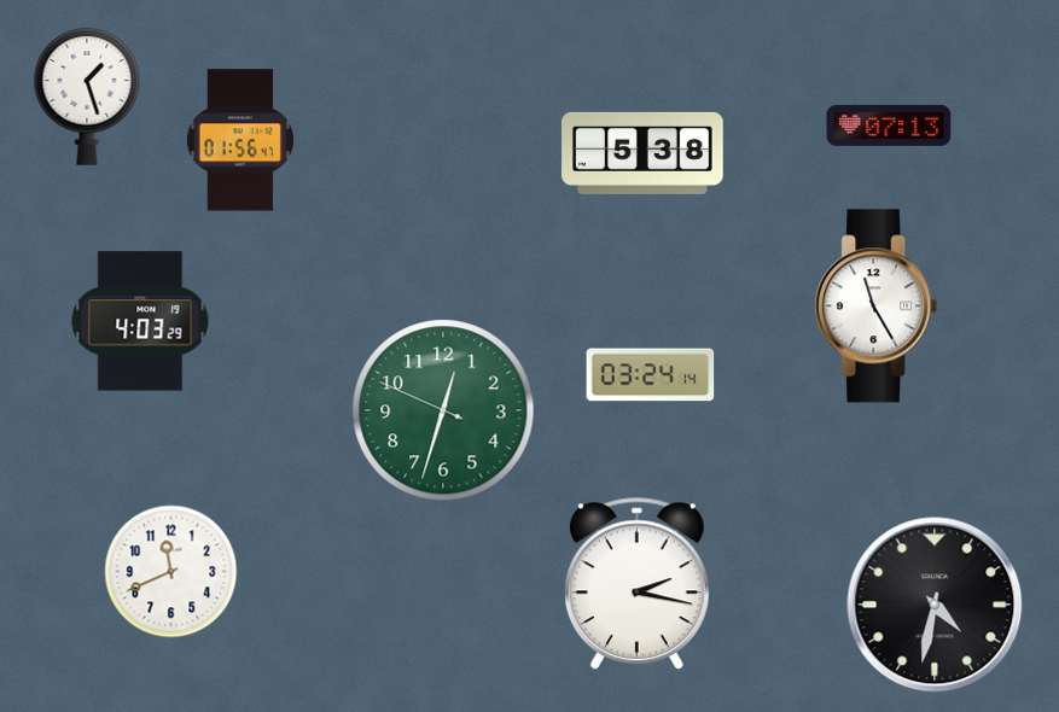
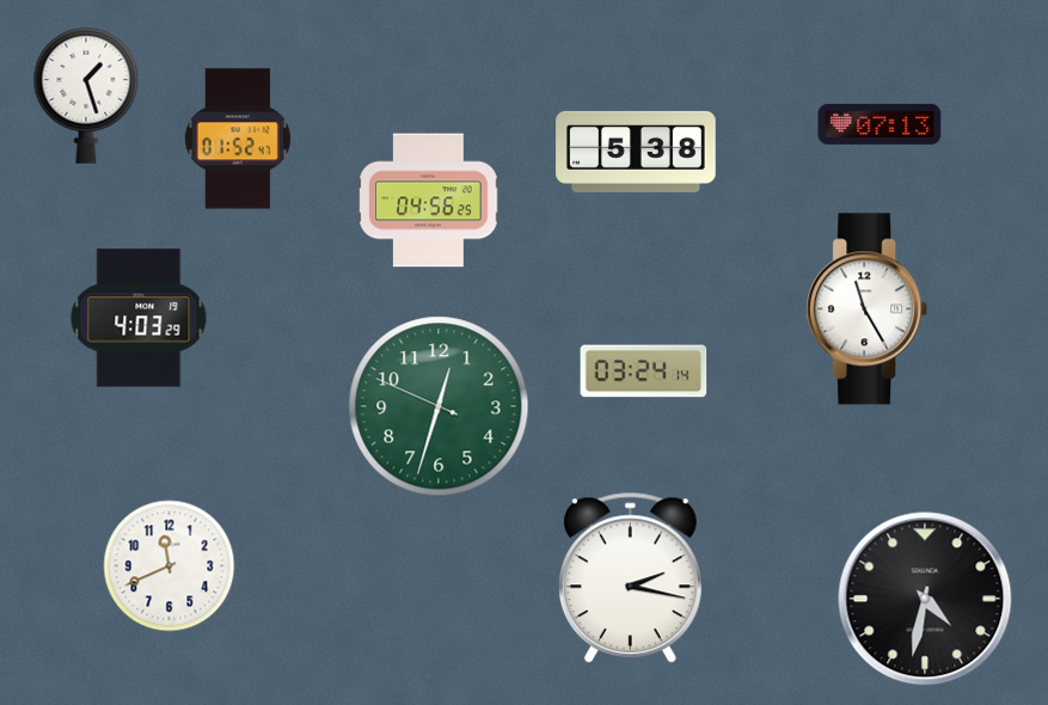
clock at (240, 140): 01:56 -> 01:52
clock at (429, 201): none -> 04:56
clock at (877, 307) position: (877, 307) -> (868, 309)
